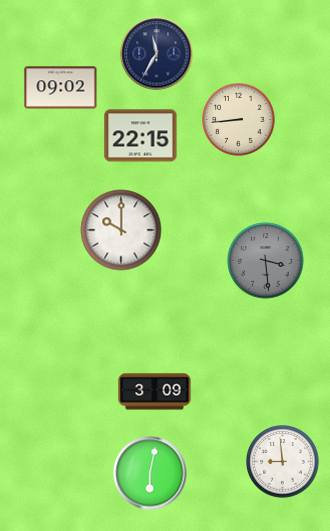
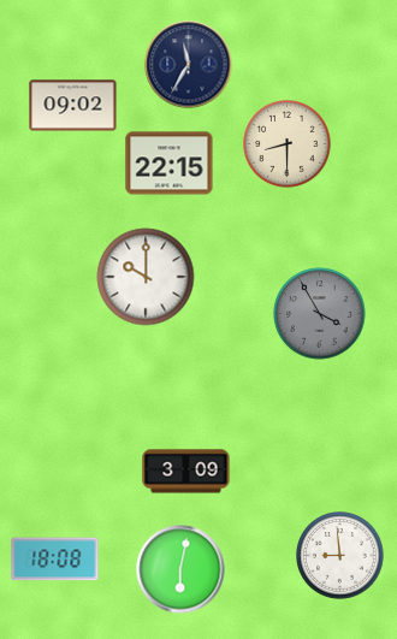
clock at (239, 120): 8:44 -> 8:30
clock at (266, 261): 3:29 -> 3:55
clock at (55, 560): none -> 18:08
